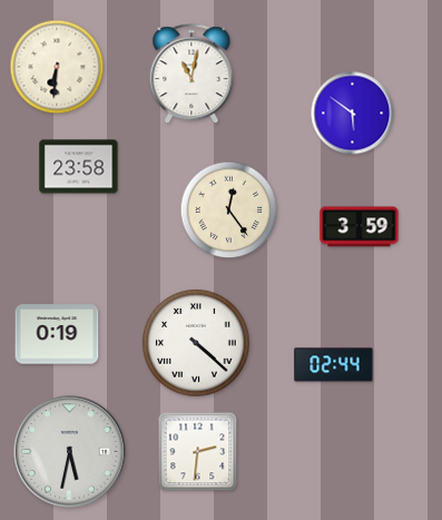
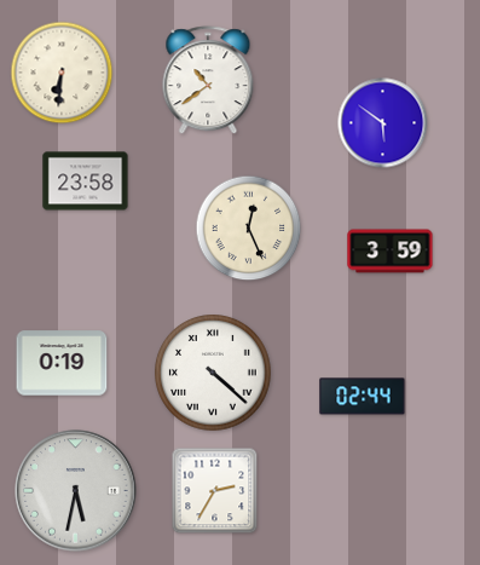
clock at (191, 75): 11:02 -> 10:39
clock at (229, 210): 12:24 -> 12:26
clock at (360, 227) position: (360, 227) -> (391, 252)
clock at (198, 452): 2:31 -> 2:35
